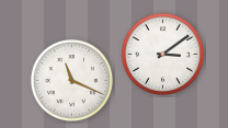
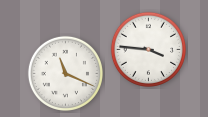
clock at (162, 54): 3:09 -> 3:46
